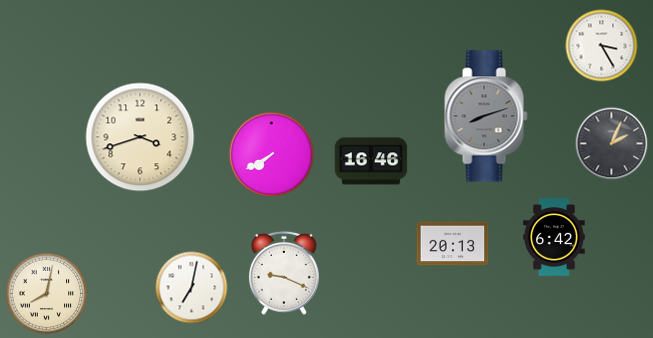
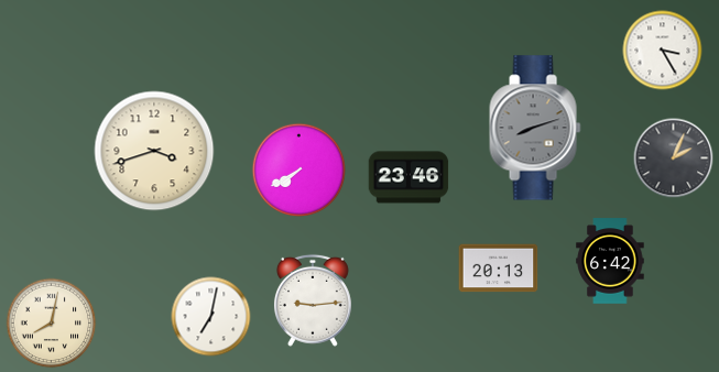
clock at (371, 161): 16:46 -> 23:46
clock at (284, 273): 9:19 -> 9:14
